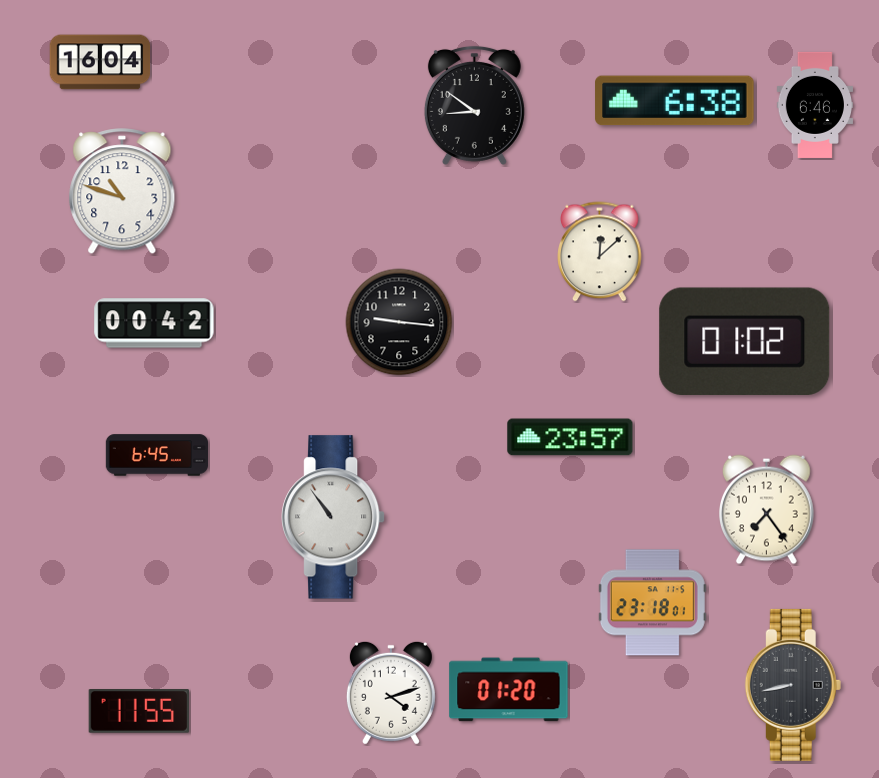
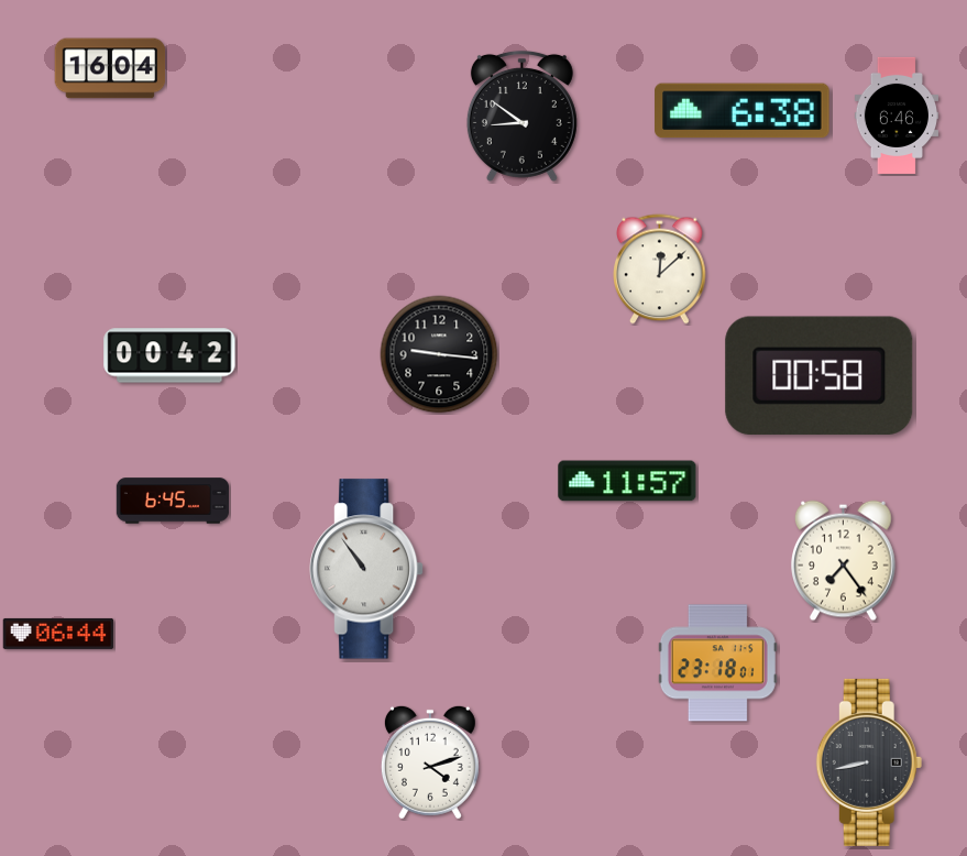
clock at (122, 192): 10:48 -> none
clock at (600, 252) position: (600, 252) -> (660, 270)
clock at (745, 341): 01:02 -> 00:58
clock at (570, 437): 23:57 -> 11:57
clock at (58, 634): none -> 06:44
clock at (793, 685) position: (793, 685) -> (869, 762)
clock at (509, 690): 01:20 -> none
clock at (138, 712): 11:55 -> none
